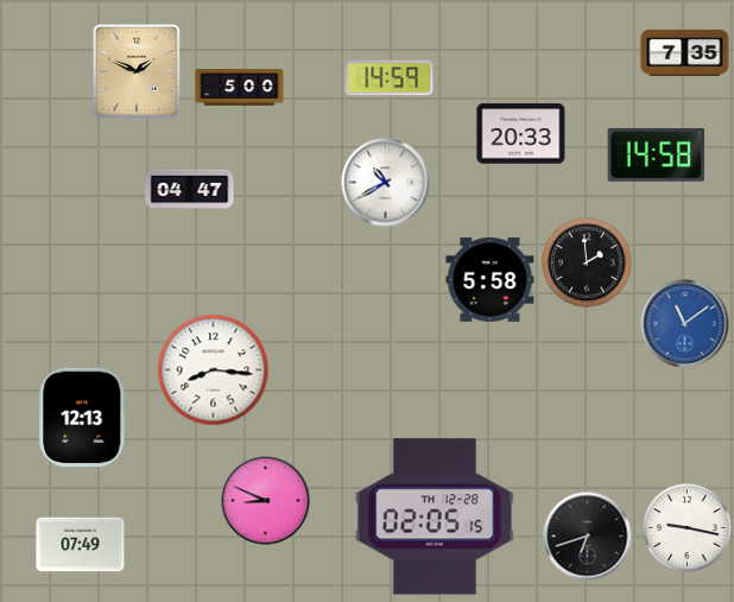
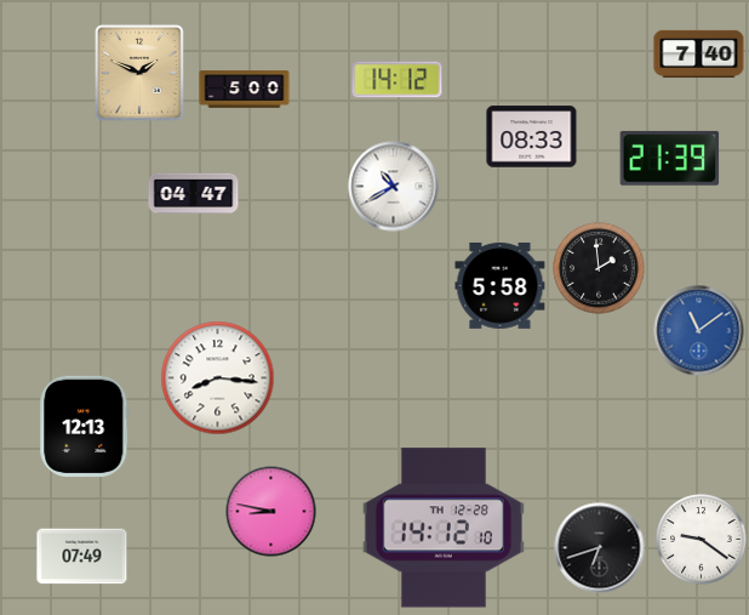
clock at (685, 52): 7:35 -> 7:40
clock at (390, 78): 14:59 -> 14:12
clock at (521, 134): 20:33 -> 08:33
clock at (657, 154): 14:58 -> 21:39
clock at (266, 501): 8:49 -> 8:47
clock at (435, 517): 02:05 -> 14:12
clock at (688, 528): 9:17 -> 9:21
